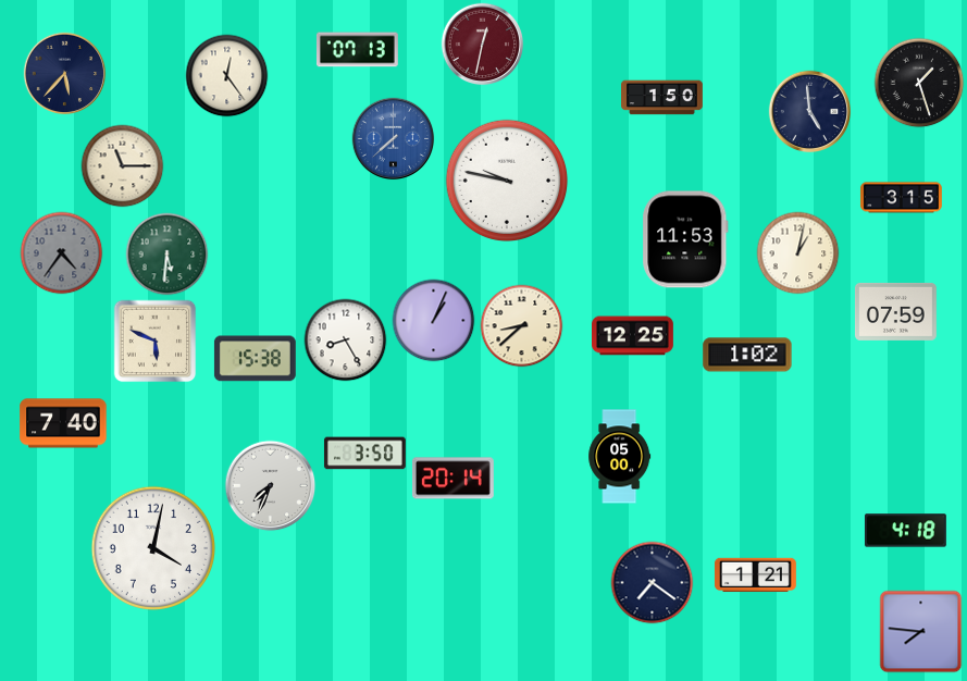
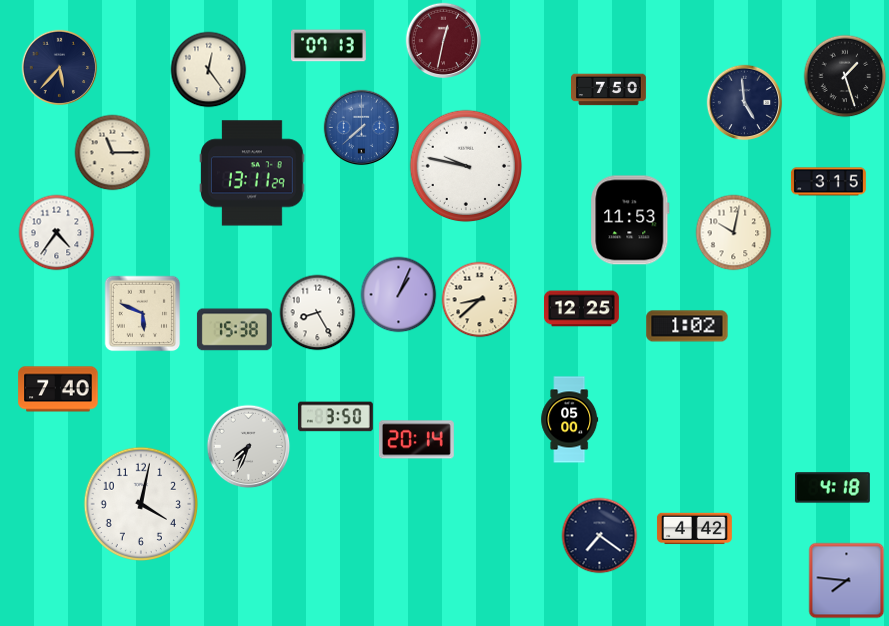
clock at (662, 98): 1:50 -> 7:50
clock at (253, 173): none -> 13:11
clock at (62, 253) dial: grey -> white
clock at (798, 253): 1:02 -> 10:02
clock at (168, 255): 5:31 -> none
clock at (895, 311): 07:59 -> none
clock at (755, 575): 1:21 -> 4:42
